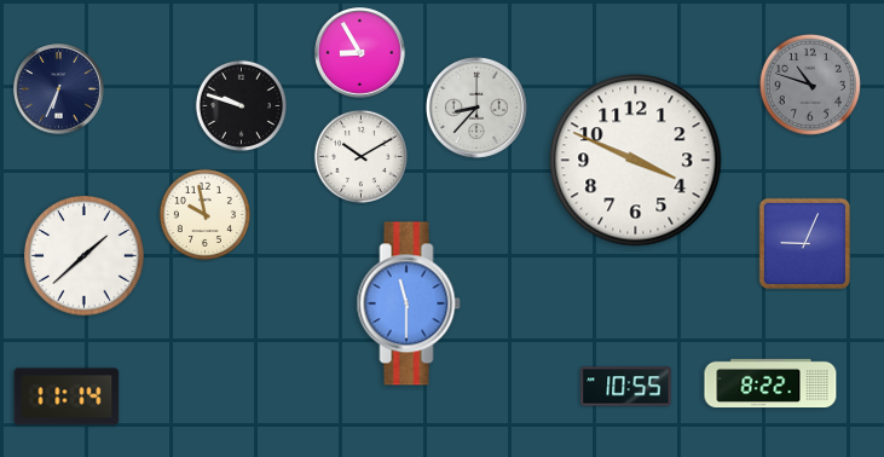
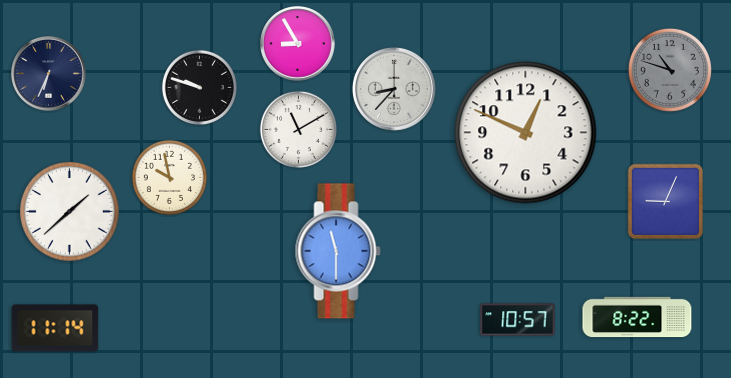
clock at (360, 156): 10:10 -> 11:10
clock at (636, 161): 3:49 -> 12:49
clock at (626, 387): 10:55 -> 10:57
